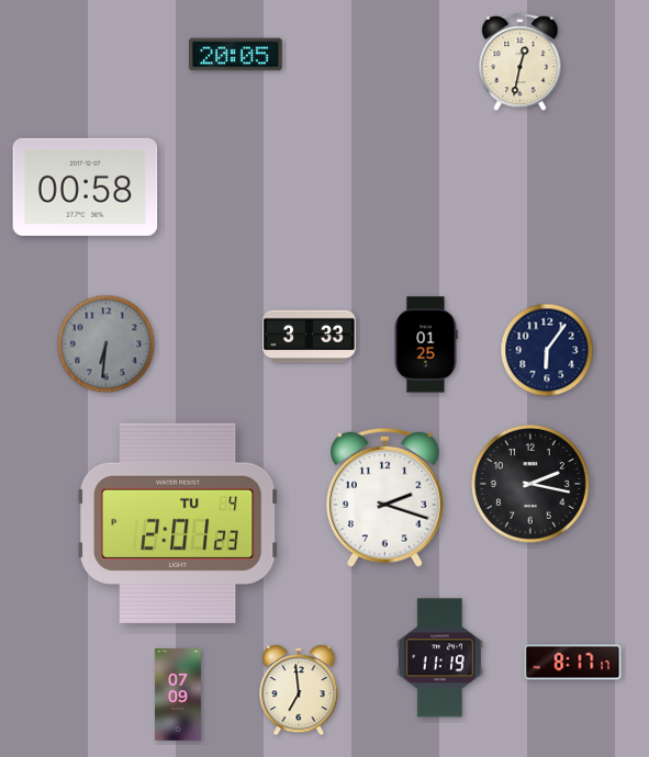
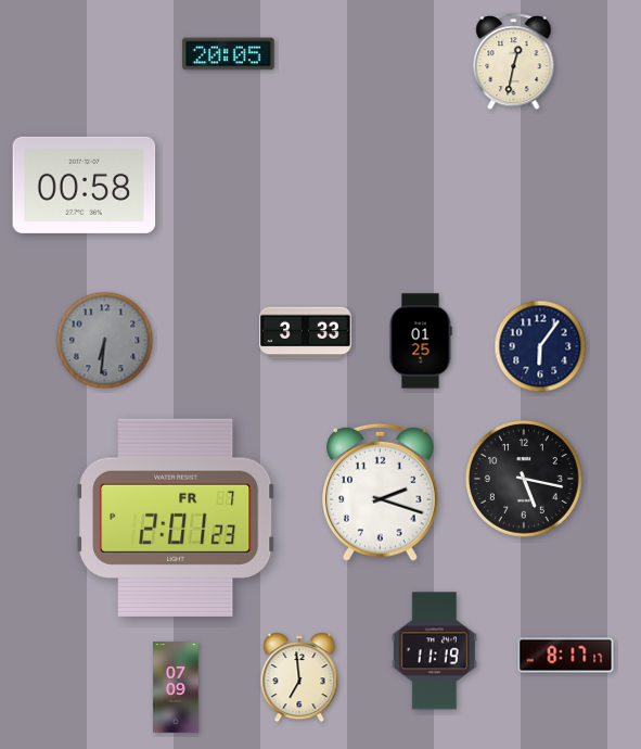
clock at (236, 55) position: (236, 55) -> (229, 54)
clock at (530, 484): 2:17 -> 5:17
clock at (178, 523) date: TU 4 -> FR 7
clock at (299, 690) position: (299, 690) -> (299, 677)
